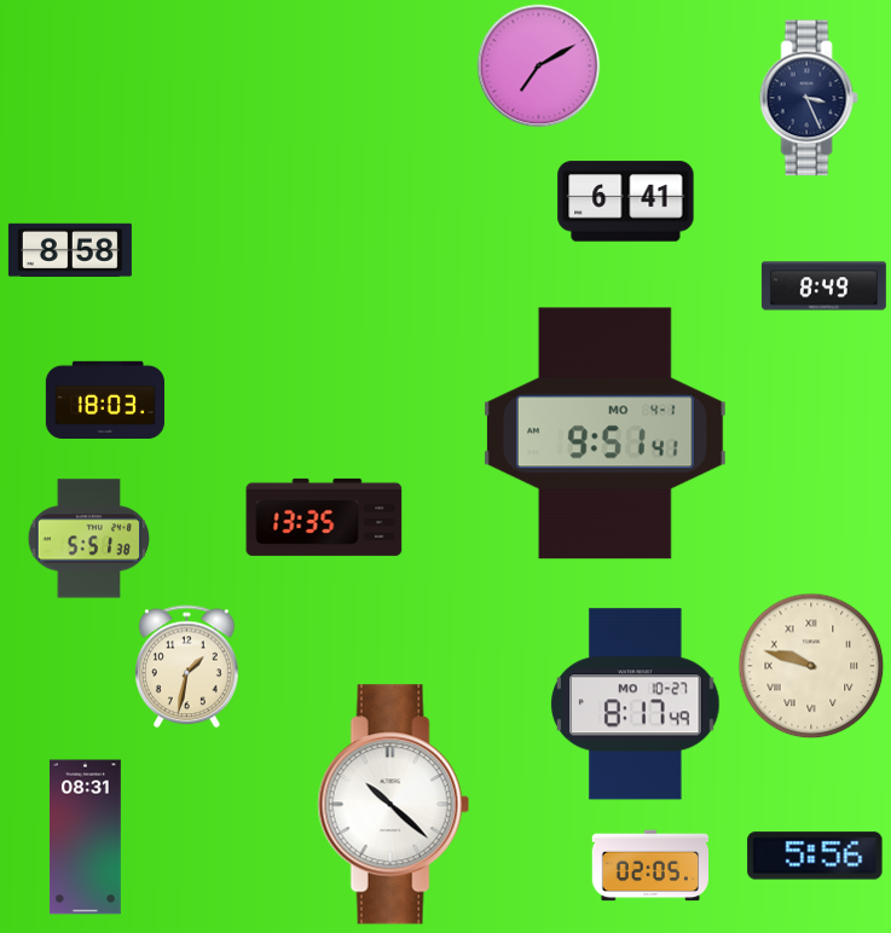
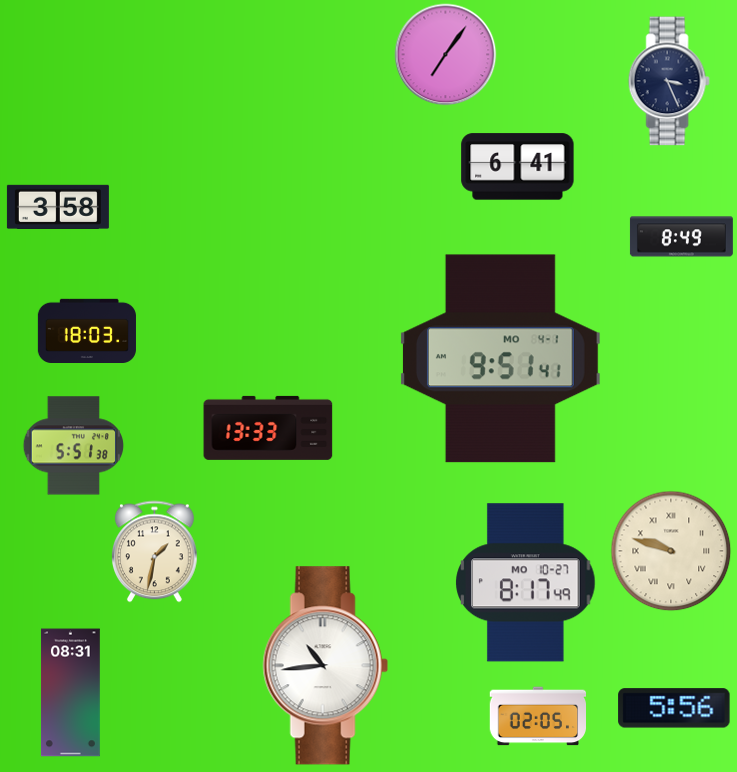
clock at (539, 66): 7:10 -> 7:06
clock at (70, 250): 8:58 -> 3:58
clock at (324, 517): 13:35 -> 13:33
clock at (393, 805): 10:22 -> 10:44
